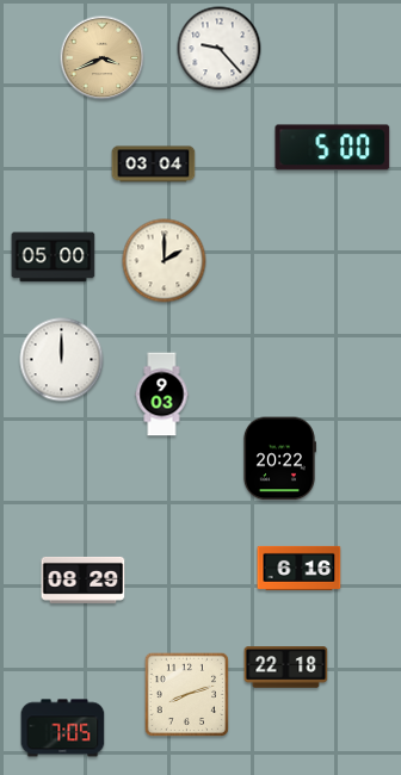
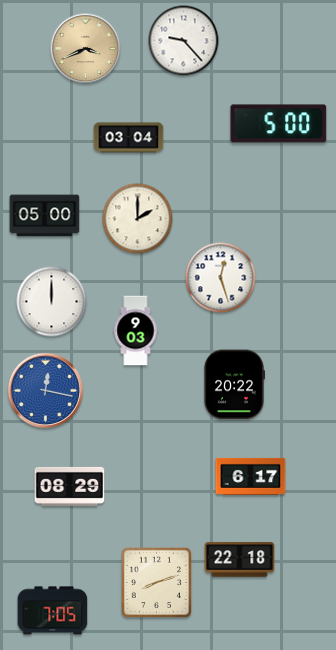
clock at (221, 278): none -> 12:27
clock at (45, 390): none -> 12:17
clock at (300, 568): 6:16 -> 6:17
